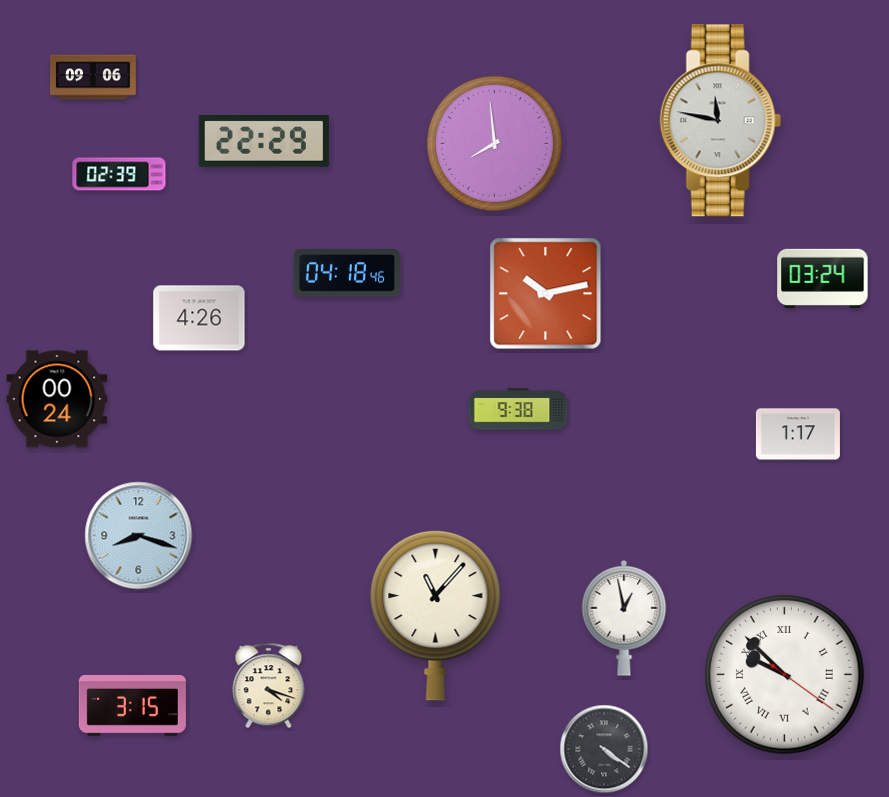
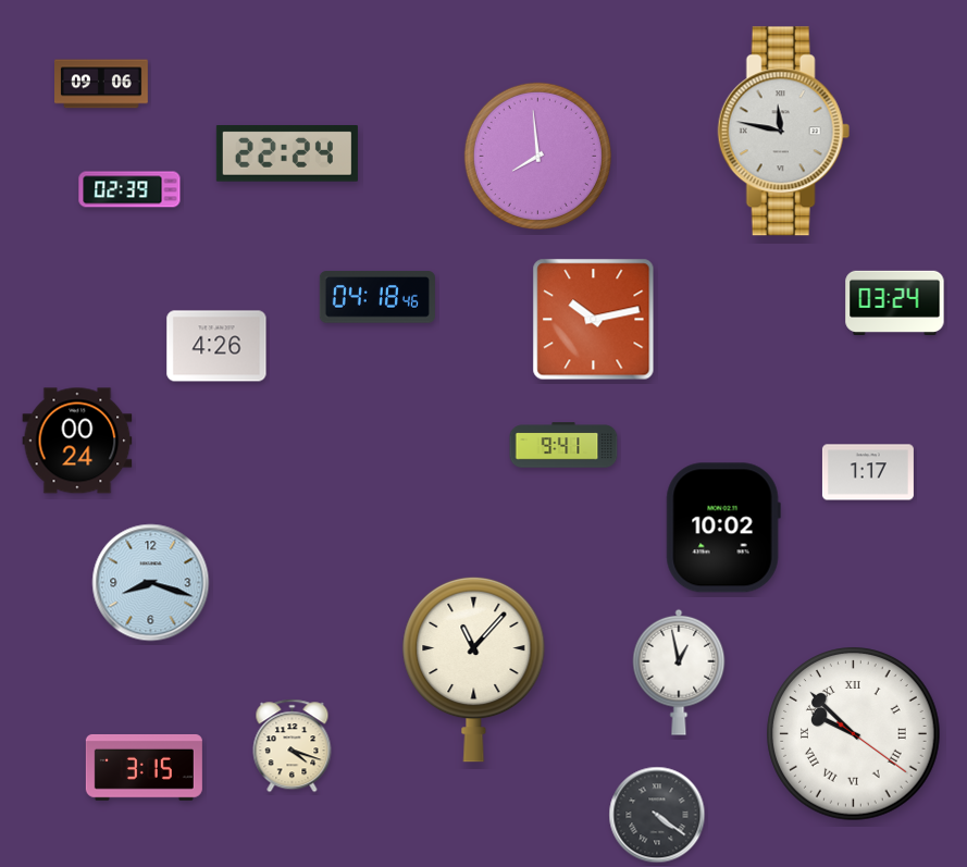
clock at (264, 142): 22:29 -> 22:24
clock at (57, 399) position: (57, 399) -> (77, 441)
clock at (518, 409): 9:38 -> 9:41
clock at (723, 528): none -> 10:02
